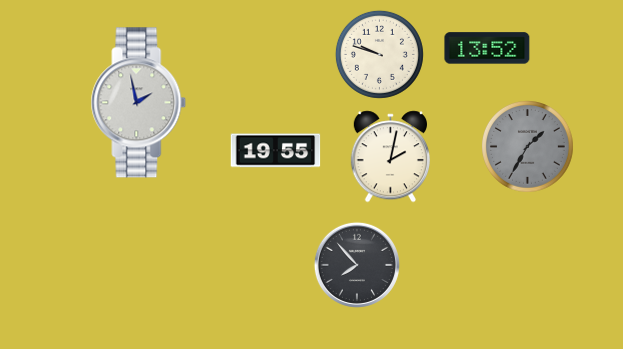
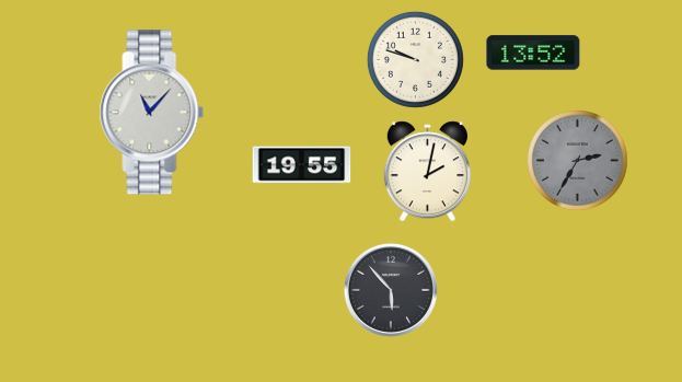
clock at (139, 103): 1:58 -> 11:07
clock at (528, 147): 1:35 -> 2:35
clock at (357, 265): 7:53 -> 5:53
